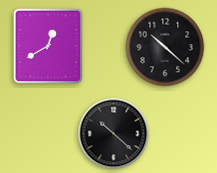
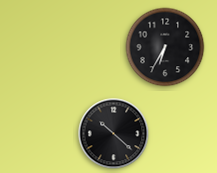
clock at (47, 45): 12:40 -> none
clock at (165, 47): 10:22 -> 6:35
